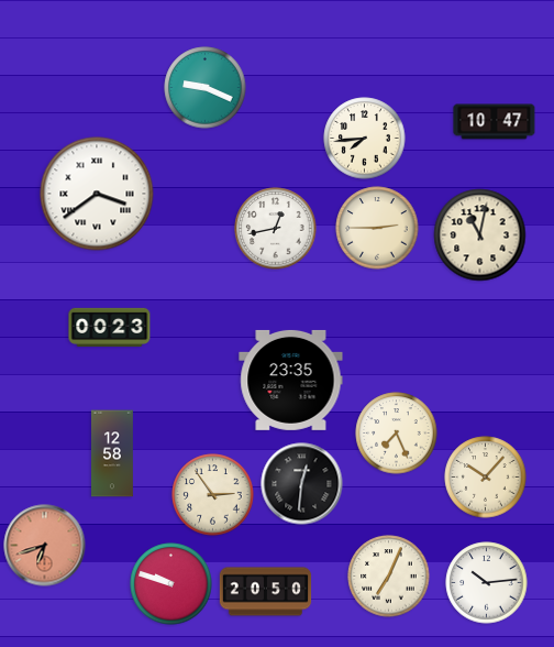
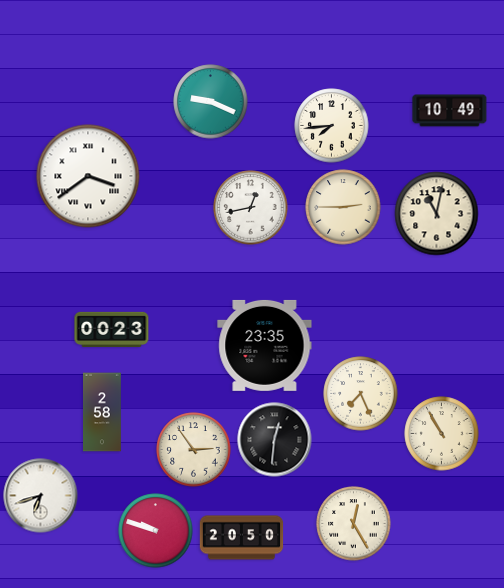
clock at (206, 88) position: (206, 88) -> (211, 102)
clock at (495, 122): 10:47 -> 10:49
clock at (110, 327) position: (110, 327) -> (112, 329)
clock at (113, 453): 12:58 -> 2:58
clock at (486, 478): 10:07 -> 10:55
clock at (45, 546) dial: salmon -> white
clock at (389, 577): 7:04 -> 12:25
clock at (487, 583): 10:14 -> none
